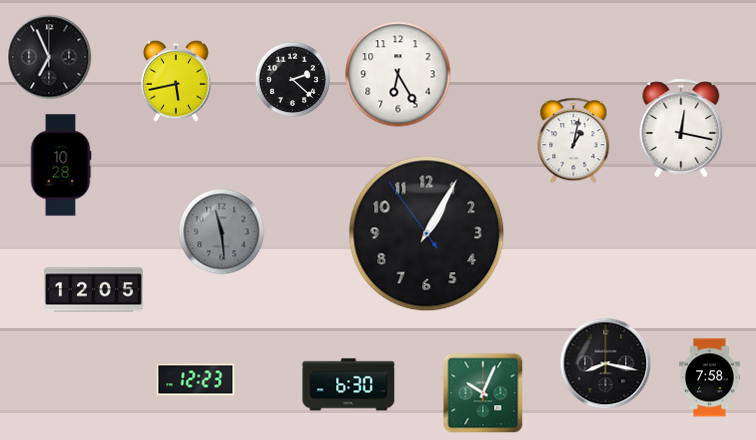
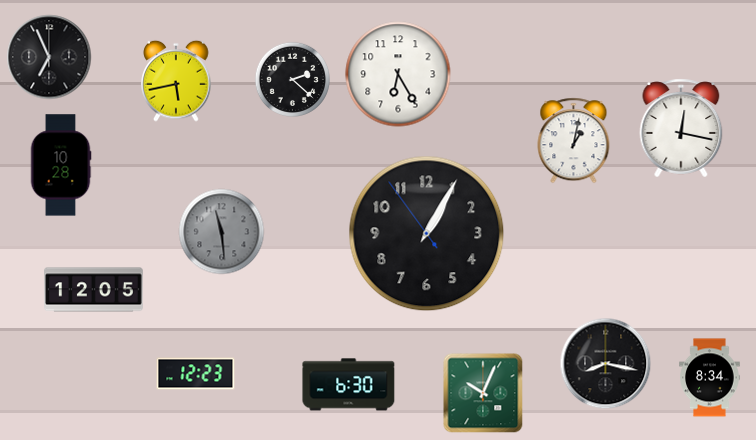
clock at (710, 378): 7:58 -> 8:34
clock at (196, 380) position: (196, 380) -> (196, 374)
